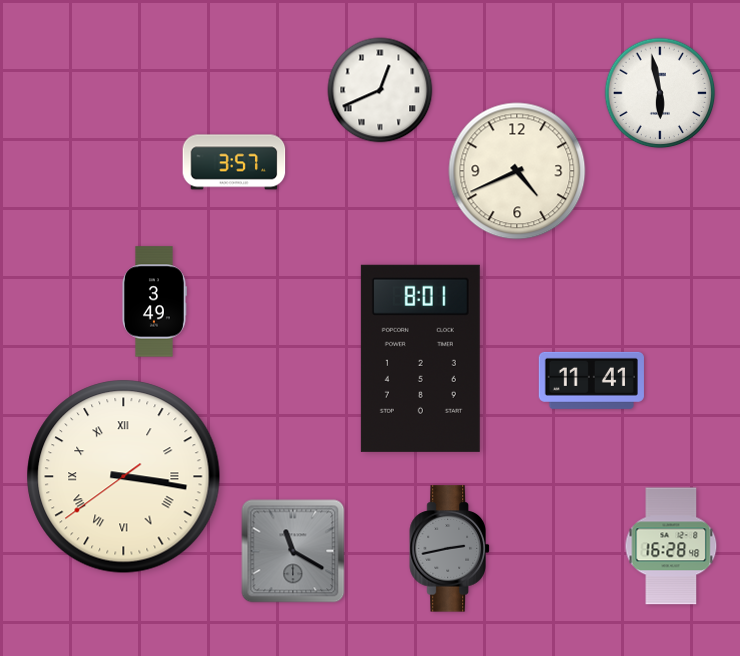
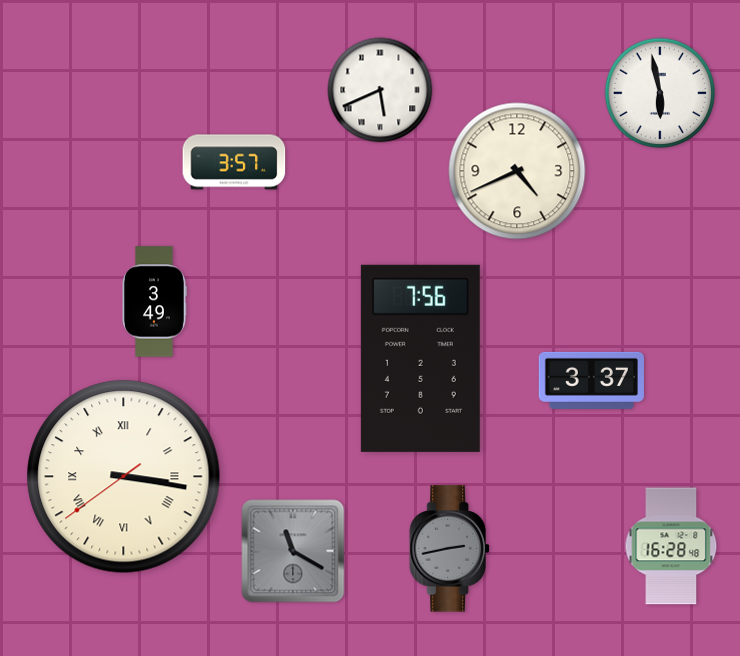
clock at (380, 90): 12:41 -> 5:41
clock at (420, 358): 8:01 -> 7:56
clock at (591, 380): 11:41 -> 3:37
